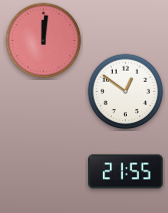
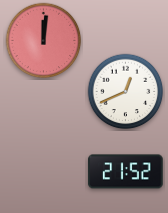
clock at (126, 92): 12:51 -> 12:41
clock at (126, 172): 21:55 -> 21:52
